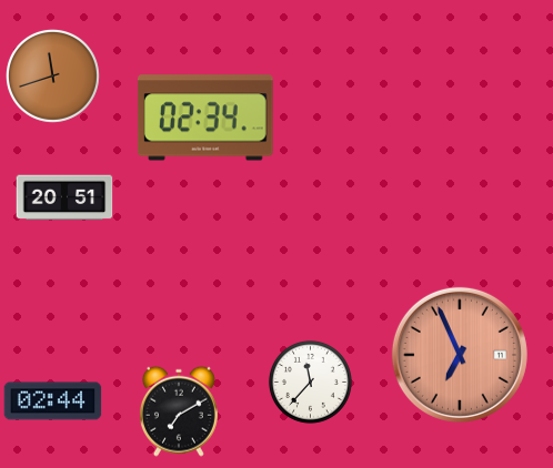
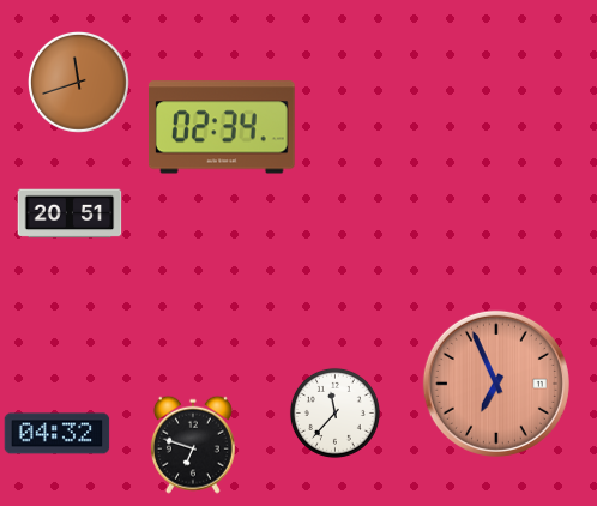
clock at (53, 77) position: (53, 77) -> (79, 83)
clock at (53, 401): 02:44 -> 04:32
clock at (179, 411): 7:10 -> 6:48
